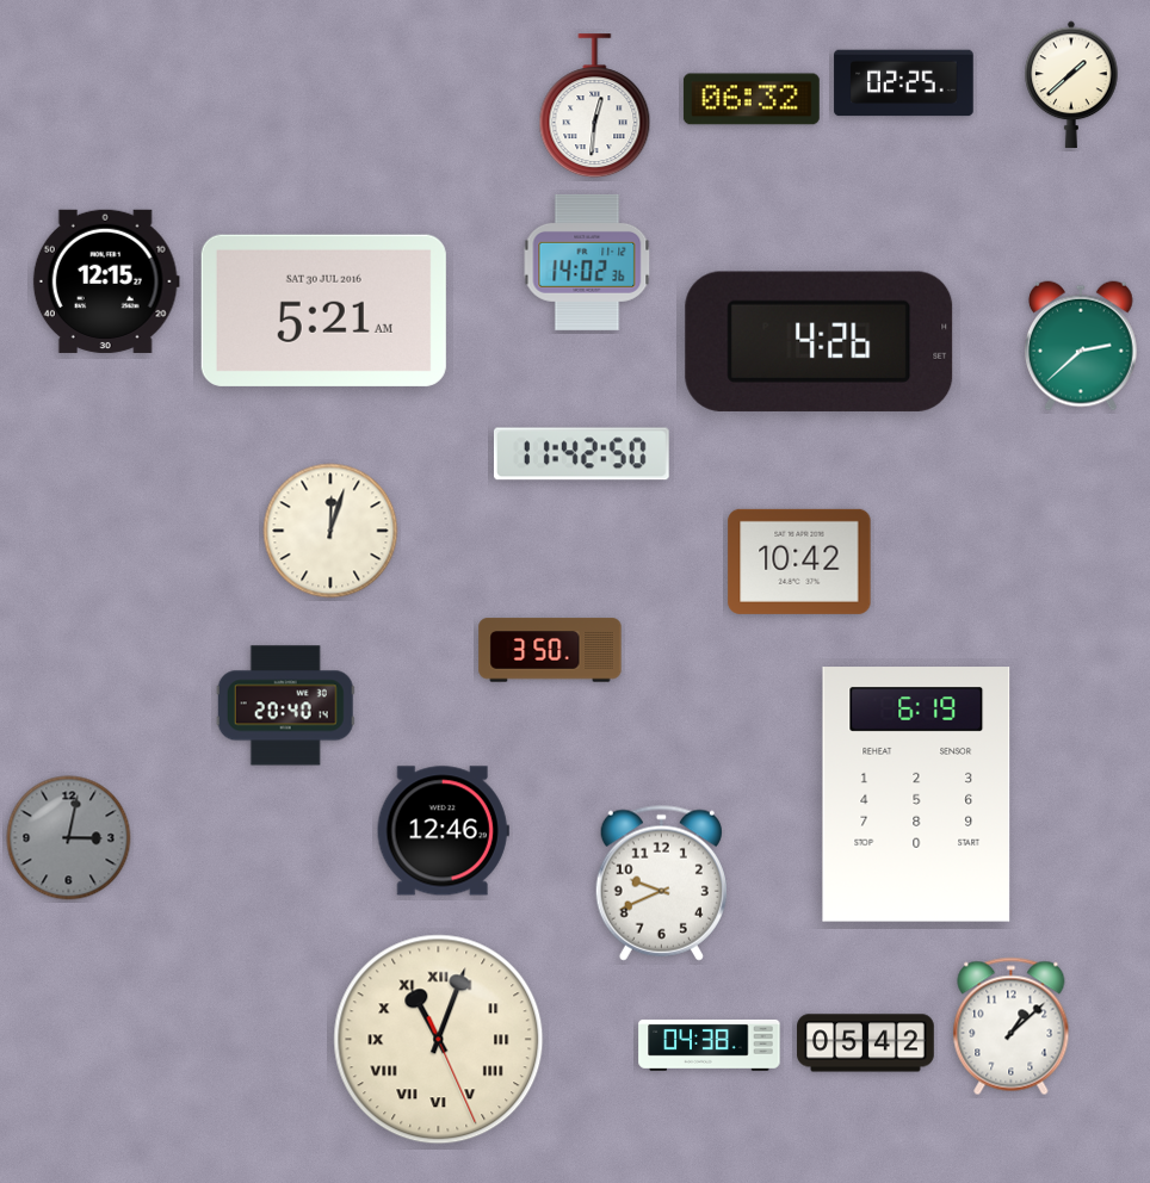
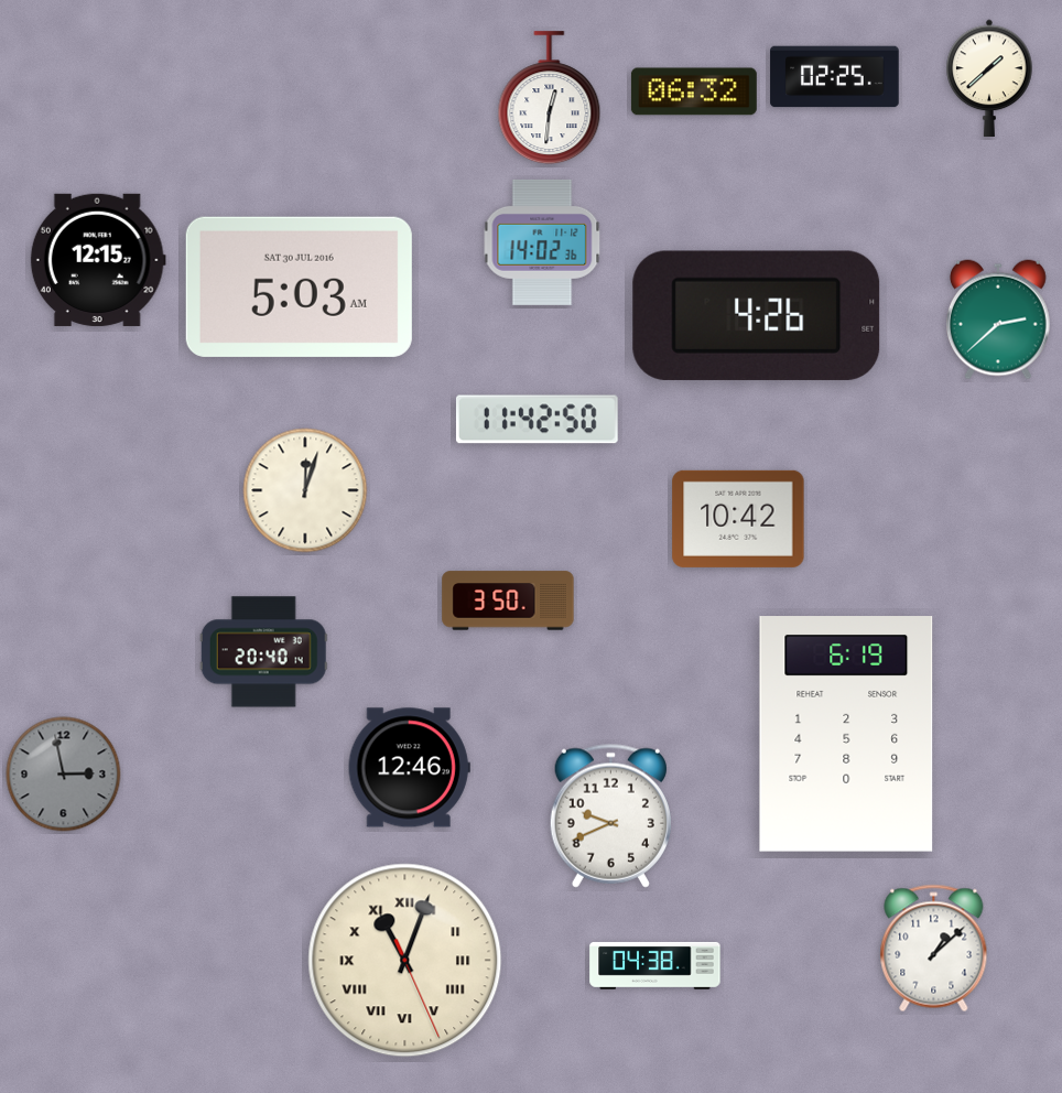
clock at (323, 310): 5:21 -> 5:03
clock at (69, 838): 3:02 -> 2:58
clock at (866, 1043): 05:42 -> none
